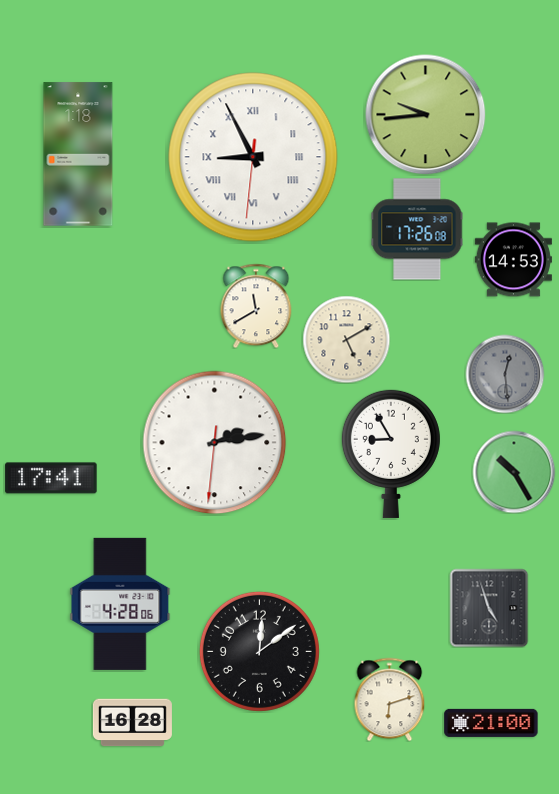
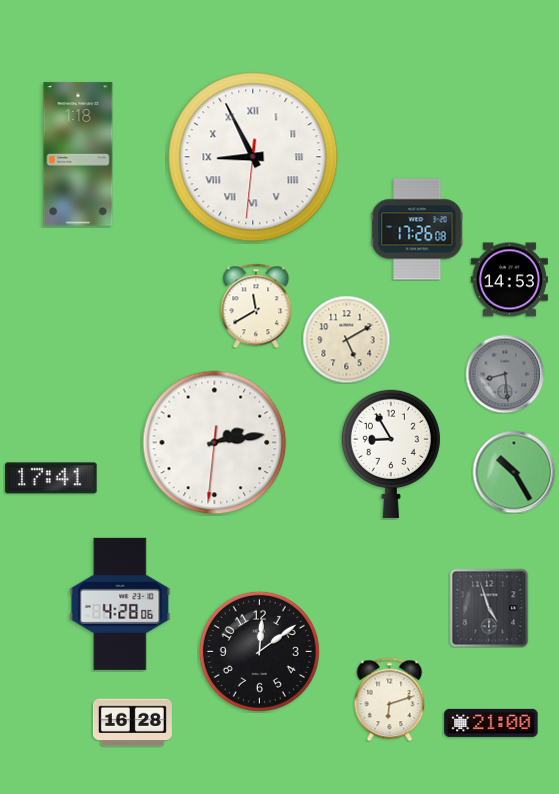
clock at (426, 115): 9:44 -> none
clock at (513, 260) position: (513, 260) -> (509, 280)
clock at (505, 374): 12:29 -> 8:29
